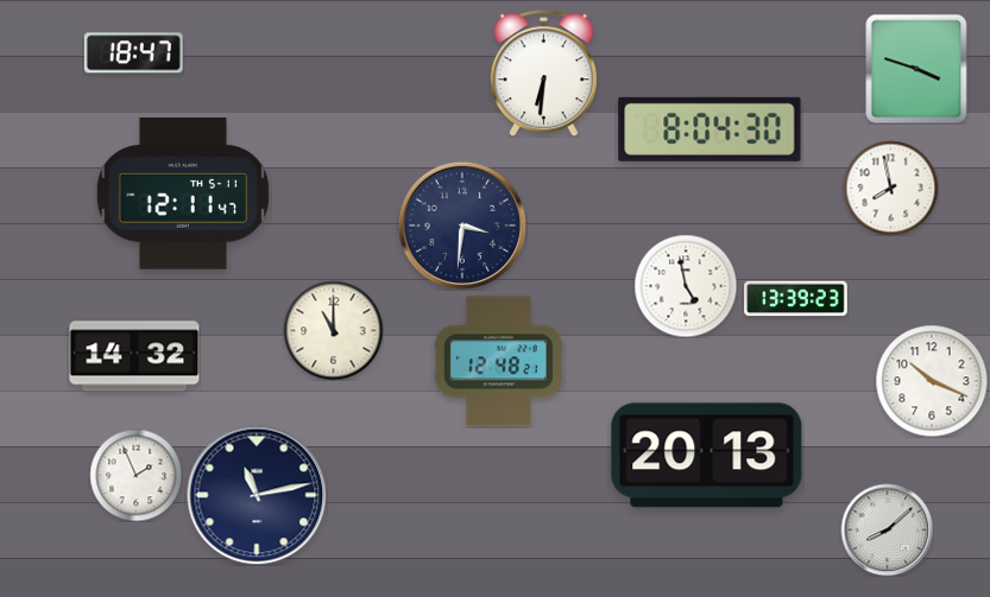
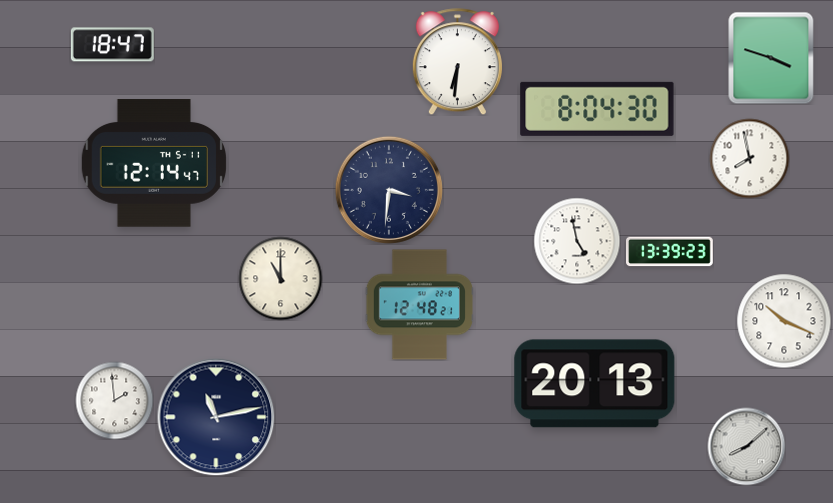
clock at (182, 193): 12:11 -> 12:14
clock at (134, 356): 14:32 -> none
clock at (135, 475): 1:56 -> 1:59
